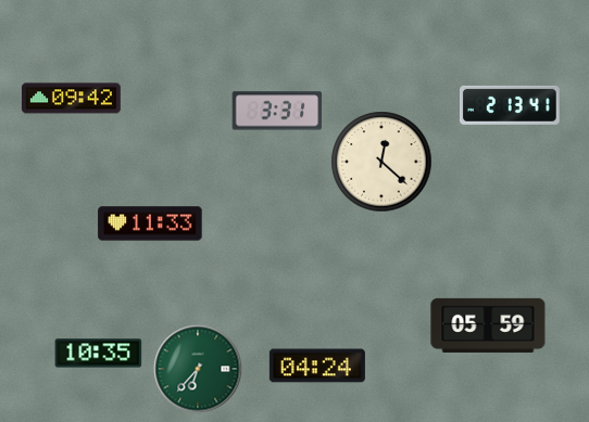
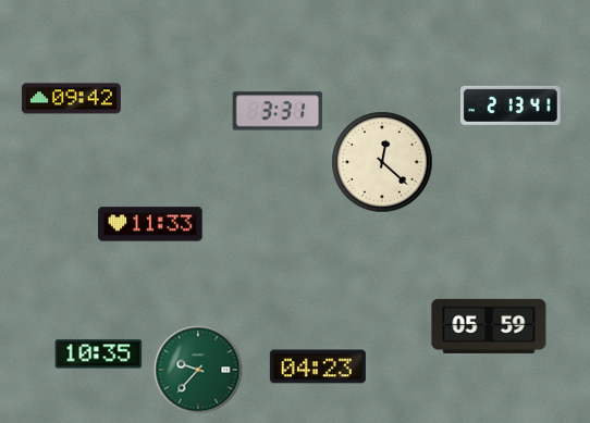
clock at (317, 366): 04:24 -> 04:23
clock at (198, 369): 6:37 -> 9:37
